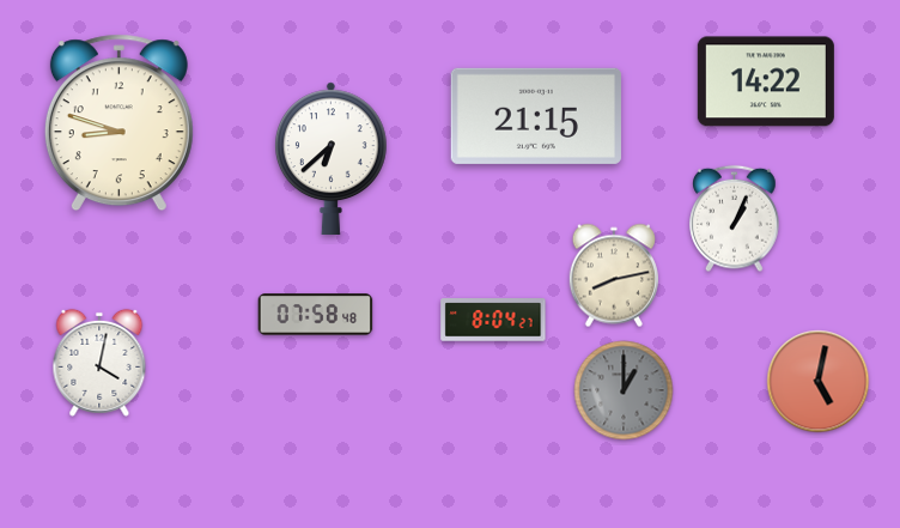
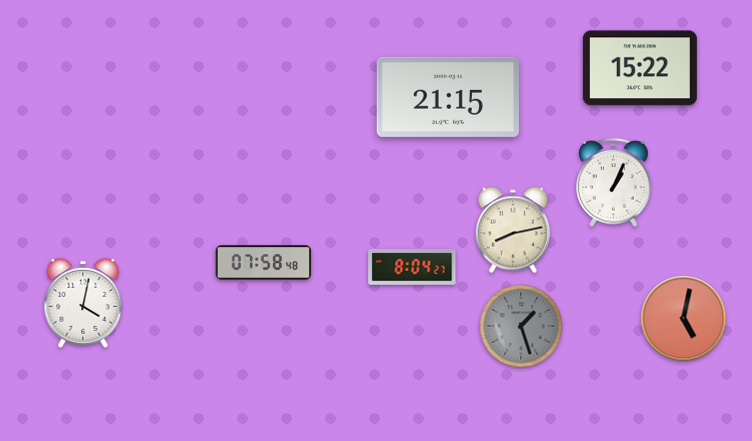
clock at (766, 81): 14:22 -> 15:22
clock at (118, 123): 8:48 -> none
clock at (330, 158): 6:38 -> none
clock at (624, 390): 1:00 -> 1:27
